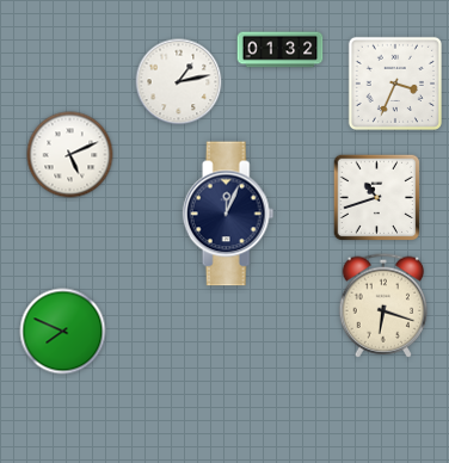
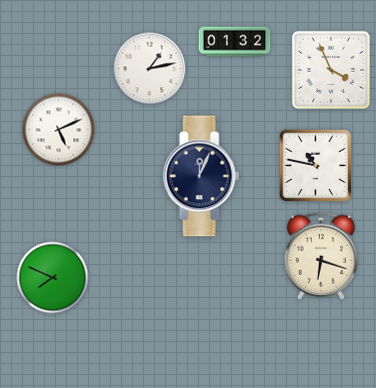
clock at (395, 84): 3:34 -> 3:56
clock at (377, 198): 10:42 -> 10:47
clock at (228, 214) position: (228, 214) -> (201, 176)
